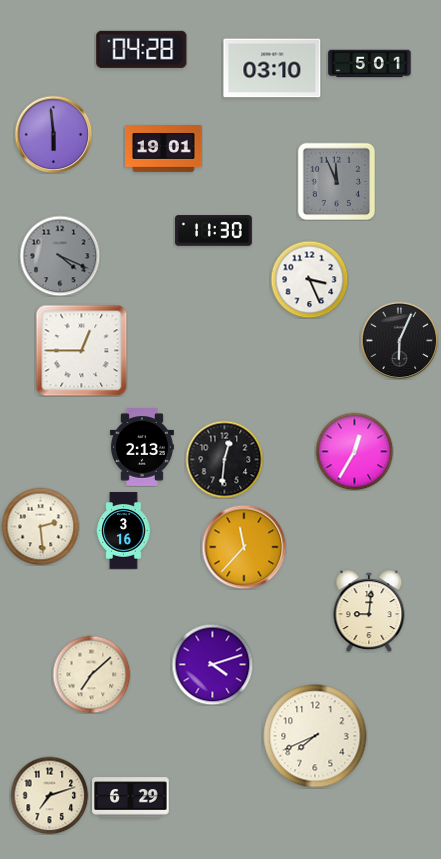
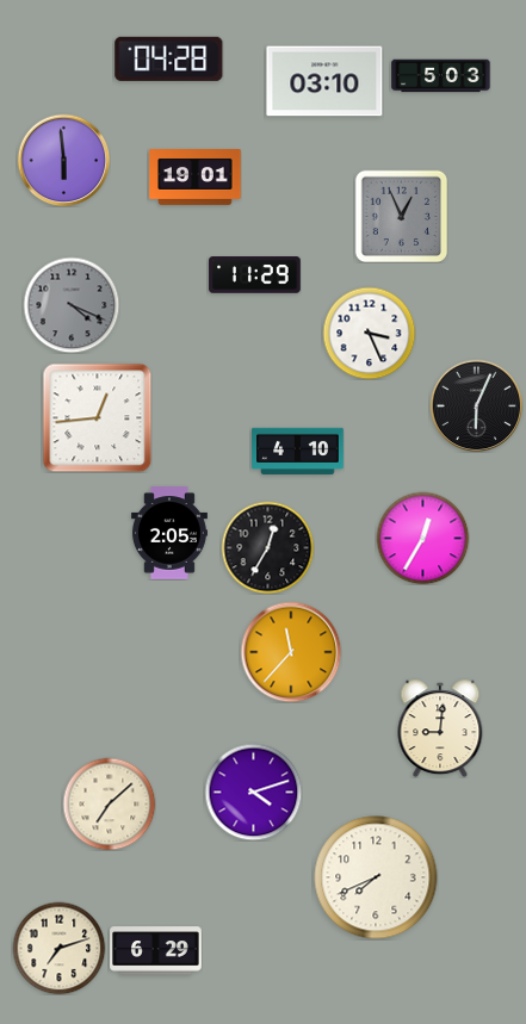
clock at (370, 64): 5:01 -> 5:03
clock at (336, 181): 11:56 -> 12:56
clock at (214, 231): 11:30 -> 11:29
clock at (81, 350): 12:45 -> 12:44
clock at (298, 452): none -> 4:10
clock at (142, 447): 2:13 -> 2:05
clock at (224, 459): 12:31 -> 12:35
clock at (40, 526): 2:29 -> none
clock at (124, 531): 3:16 -> none
